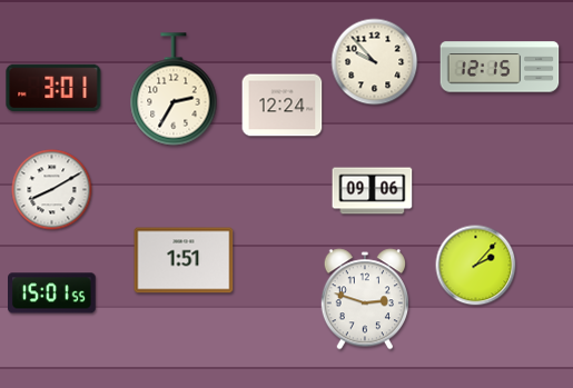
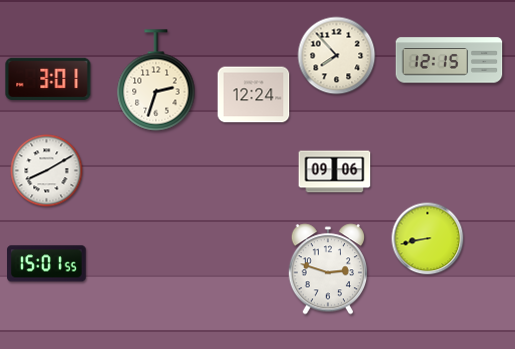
clock at (375, 62): 9:53 -> 7:53
clock at (174, 89): 2:35 -> 2:33
clock at (184, 260): 1:51 -> none
clock at (476, 266): 2:07 -> 8:43
